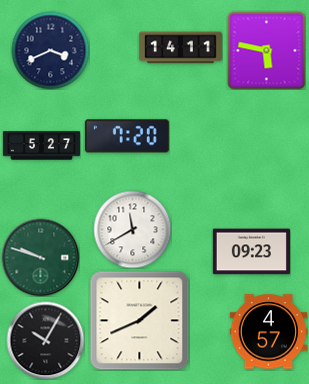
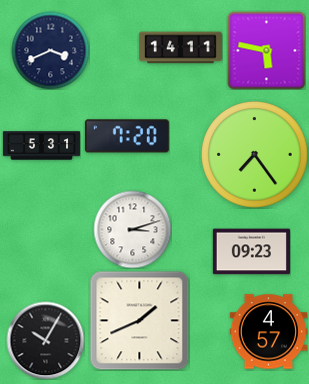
clock at (41, 146): 5:27 -> 5:31
clock at (255, 155): none -> 7:24
clock at (132, 229): 11:40 -> 3:12
clock at (40, 257): 9:48 -> none
